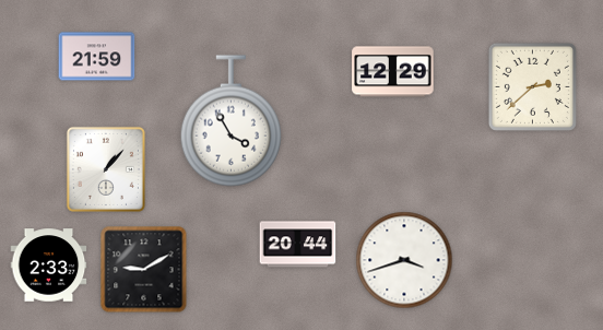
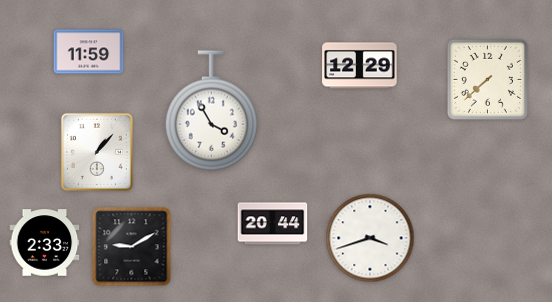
clock at (97, 57): 21:59 -> 11:59
clock at (532, 86): 2:38 -> 7:38
clock at (106, 169) position: (106, 169) -> (97, 152)
